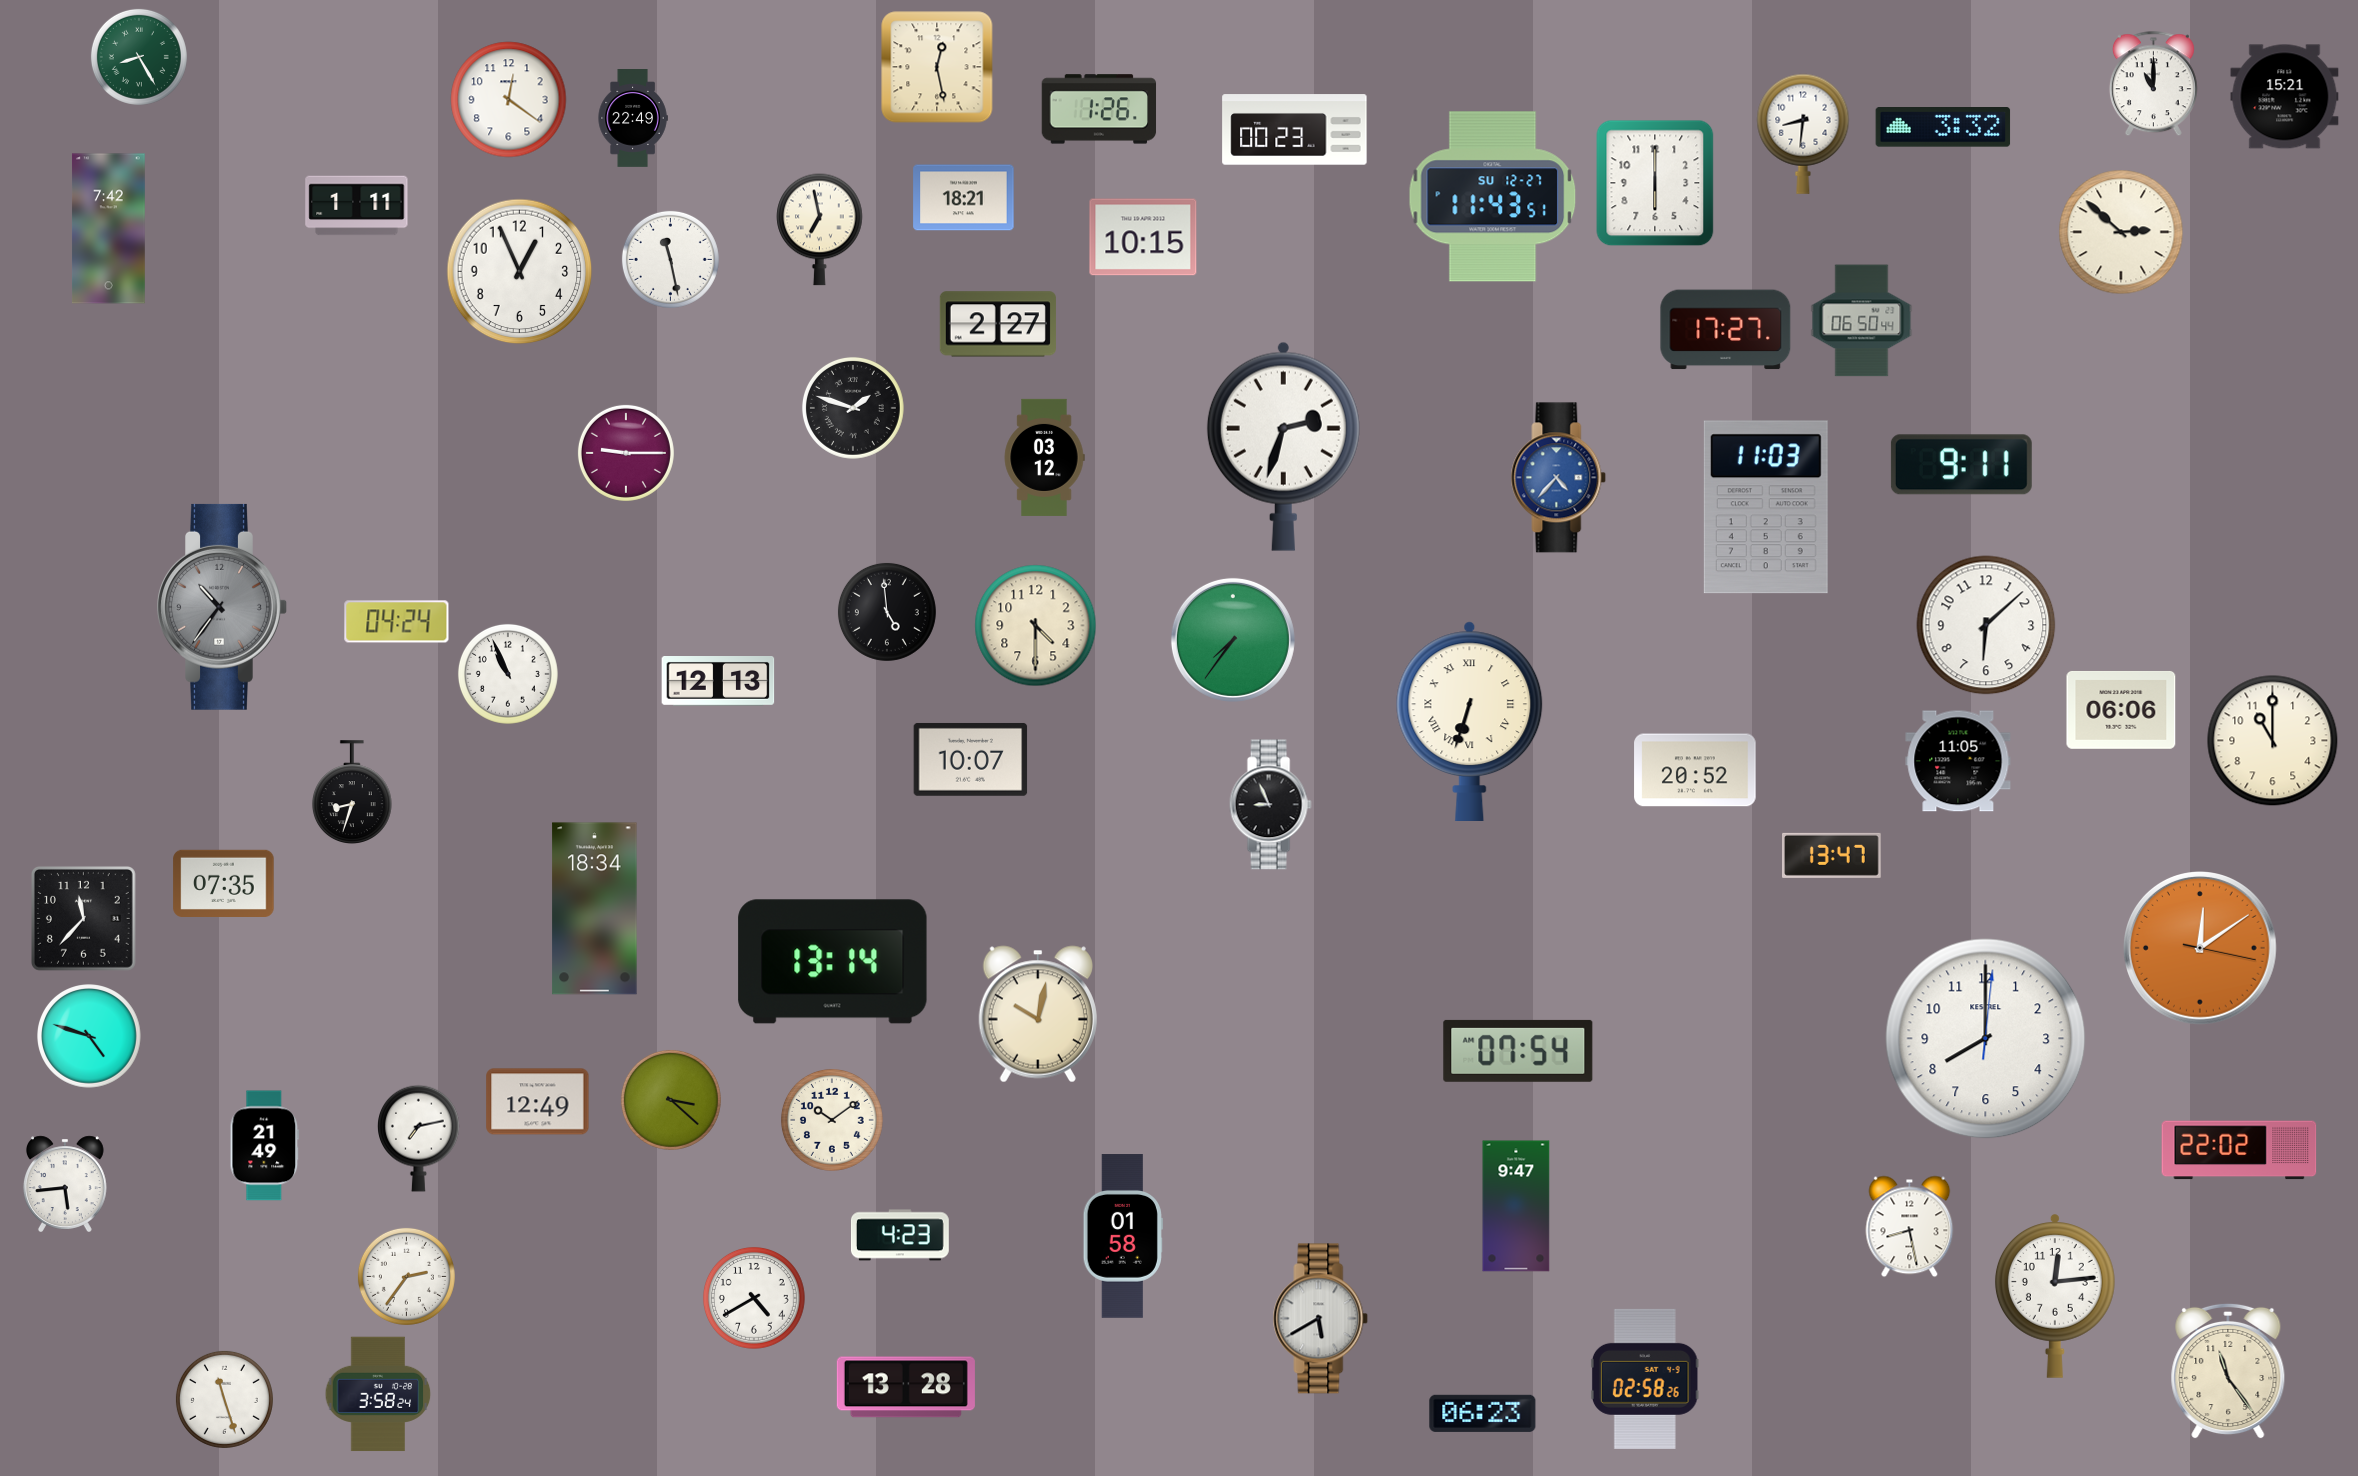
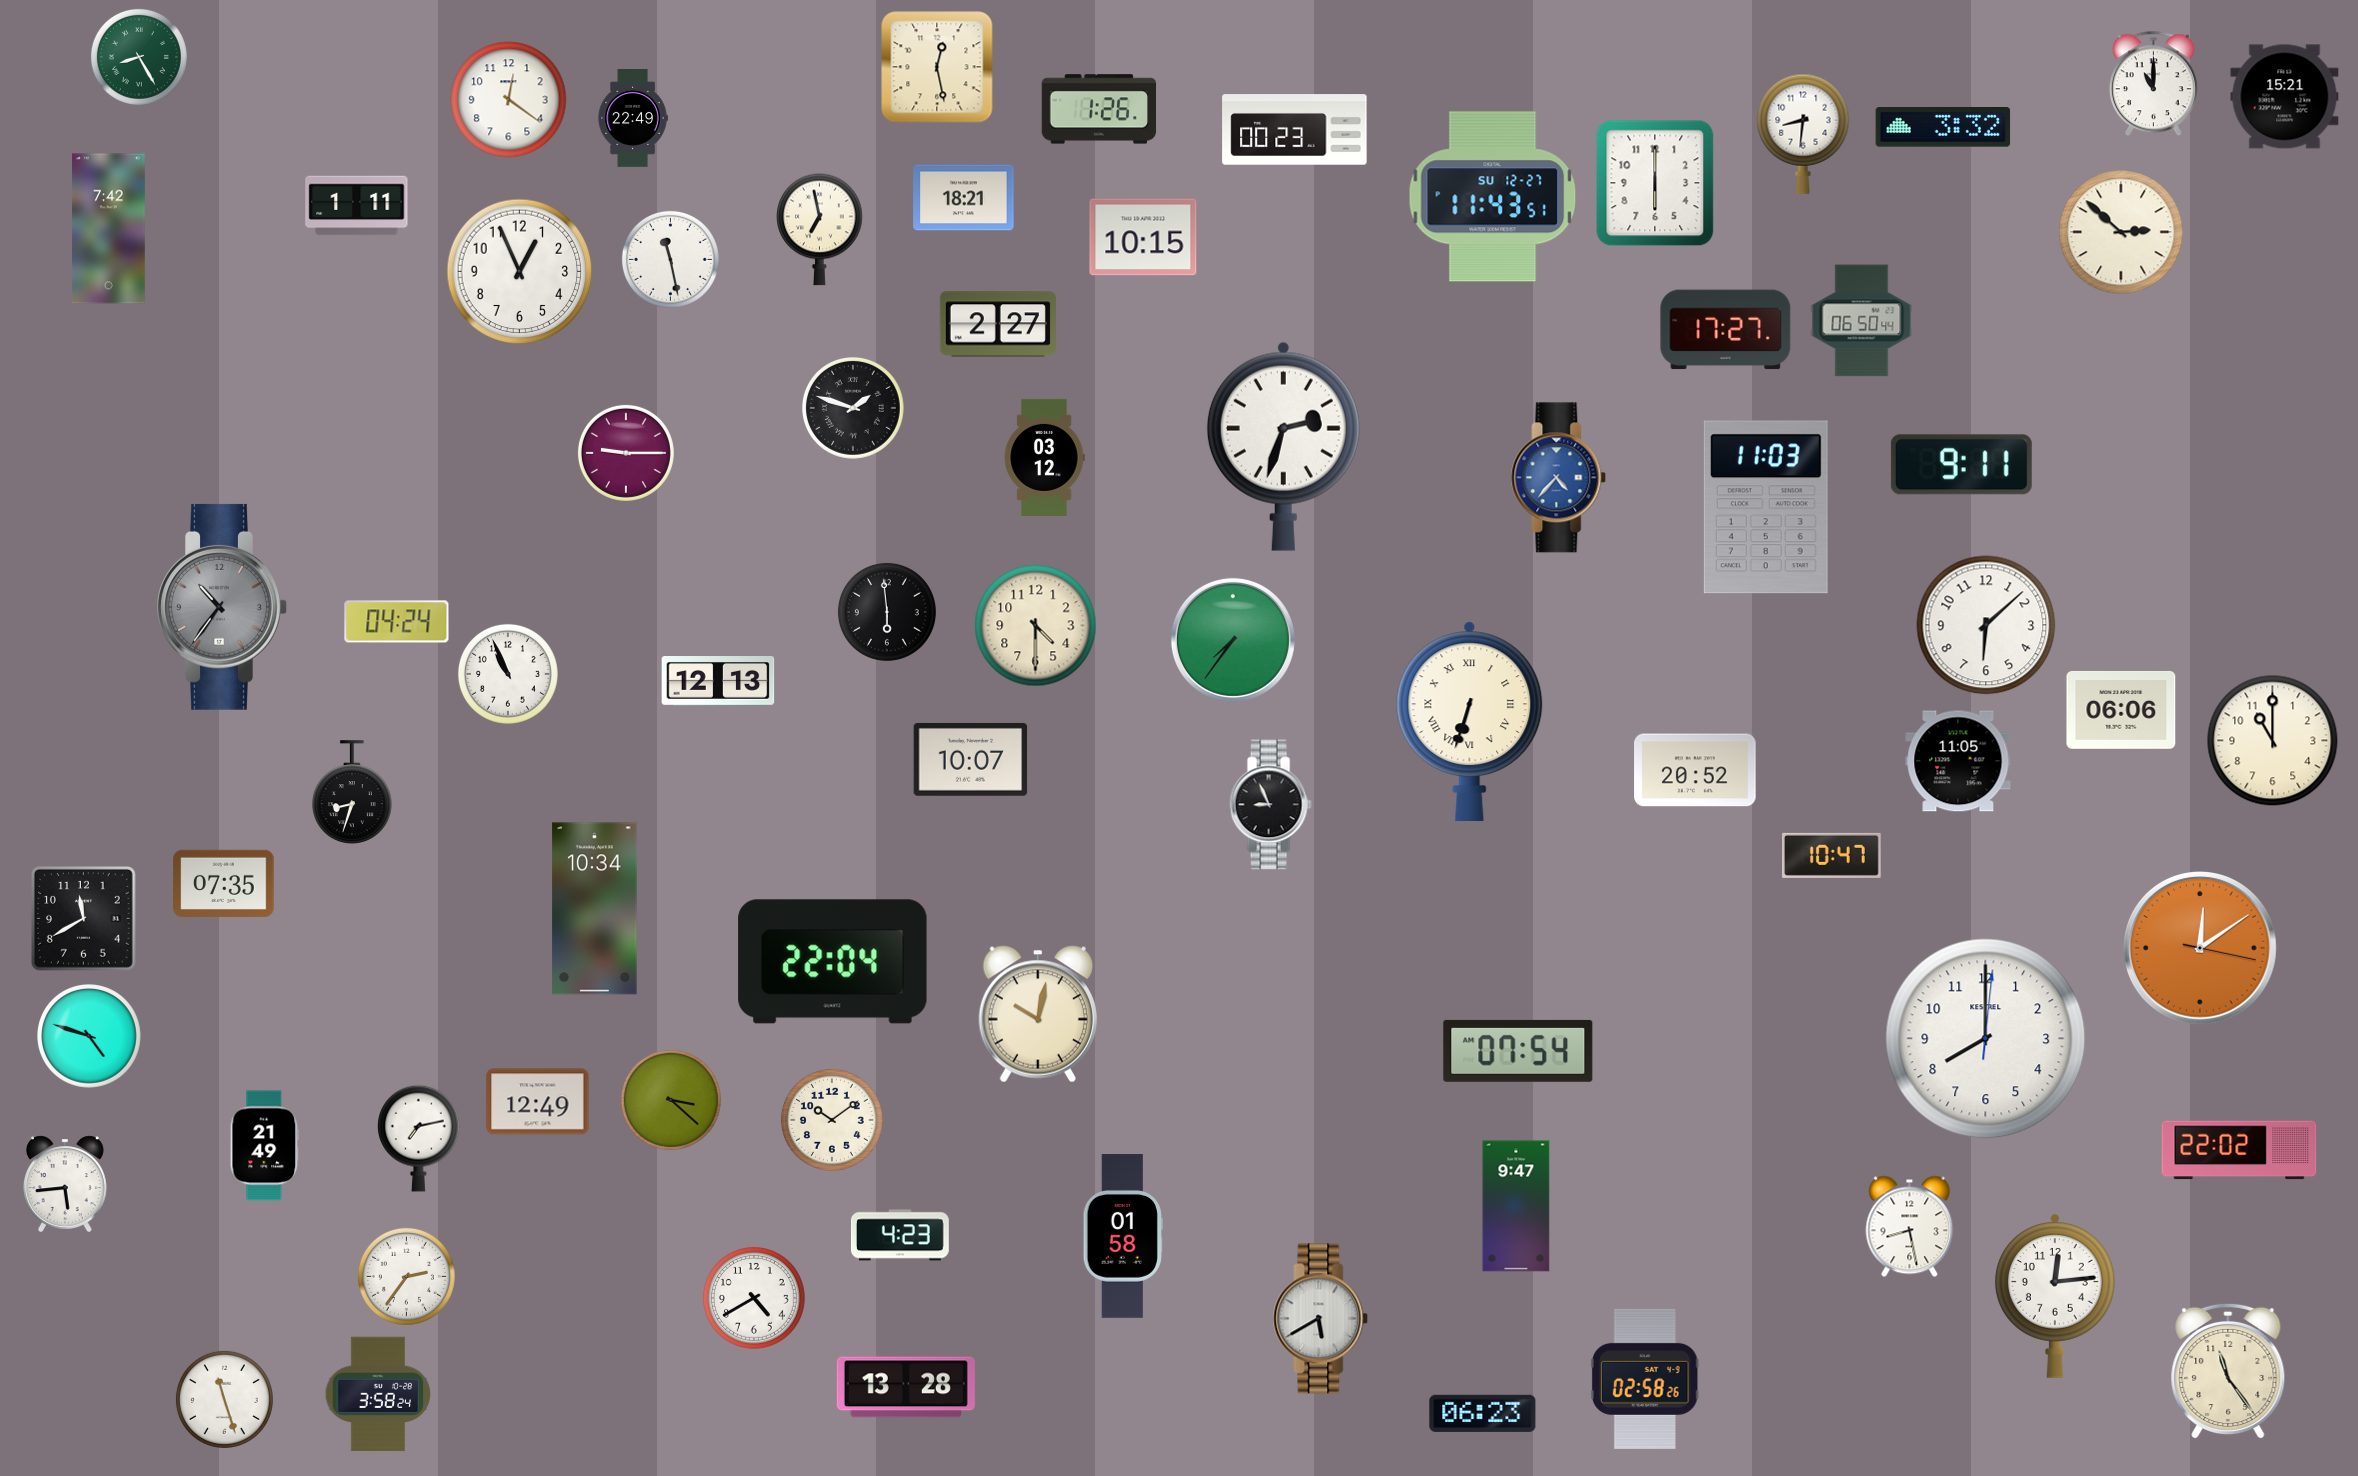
clock at (887, 612): 4:59 -> 5:59
clock at (1832, 855): 13:47 -> 10:47
clock at (595, 909): 18:34 -> 10:34
clock at (83, 918): 11:37 -> 11:40
clock at (833, 962): 13:14 -> 22:04
